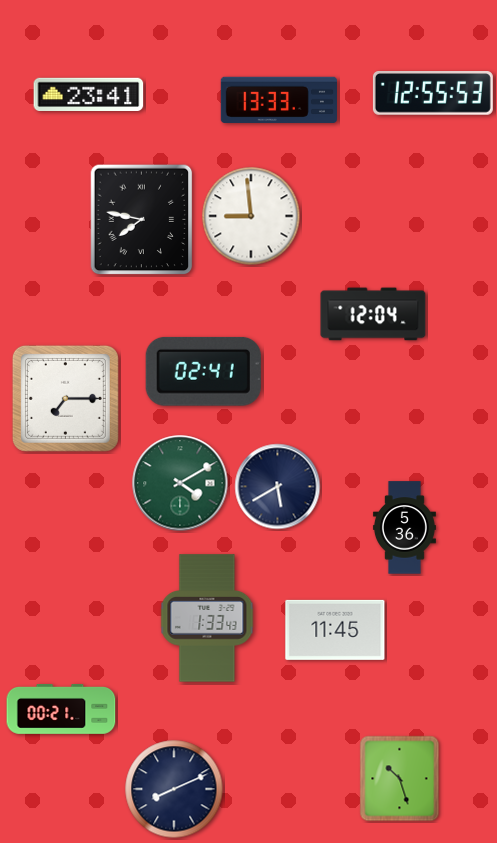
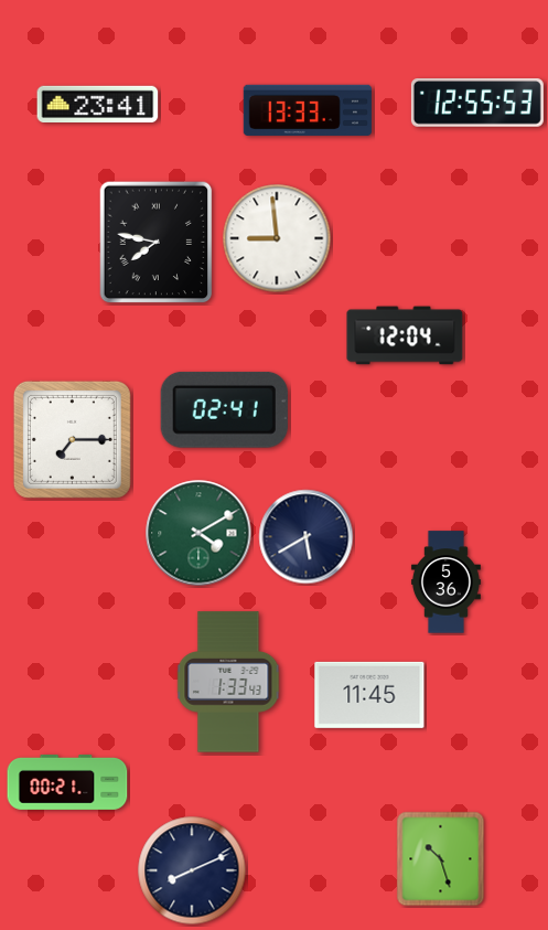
clock at (373, 314) position: (373, 314) -> (405, 335)
